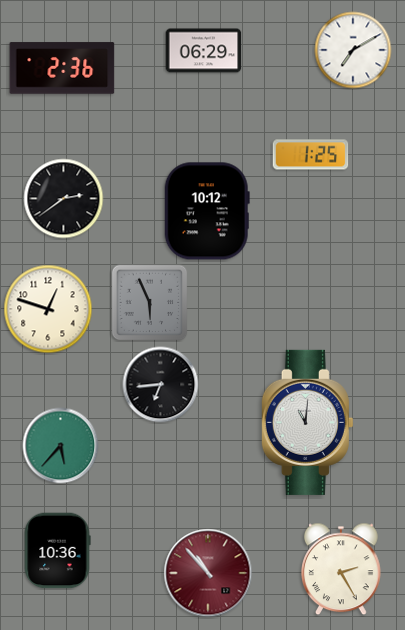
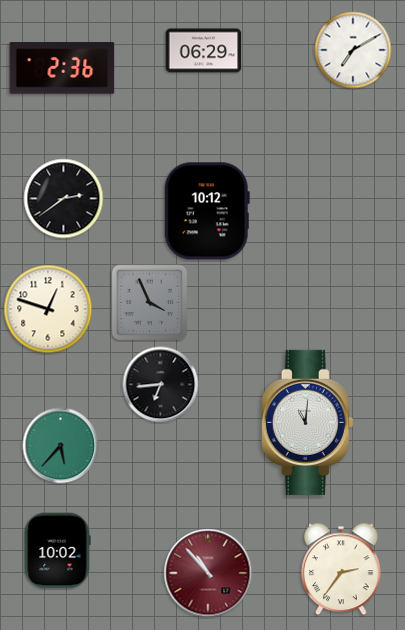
clock at (311, 155): 1:25 -> none
clock at (149, 302): 5:56 -> 3:56
clock at (57, 551): 10:36 -> 10:02
clock at (342, 569): 2:25 -> 2:36
